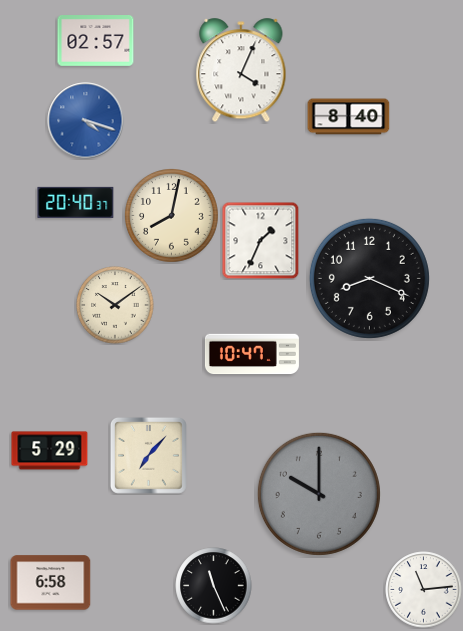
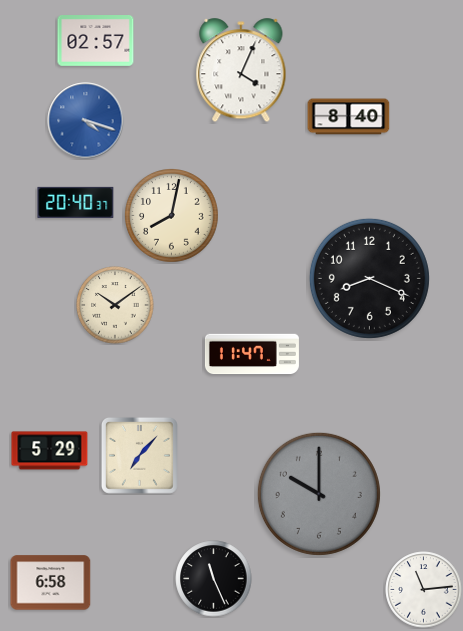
clock at (260, 240): 1:34 -> none
clock at (252, 354): 10:47 -> 11:47
clock at (148, 455) position: (148, 455) -> (139, 455)
clock at (214, 586) position: (214, 586) -> (214, 579)
